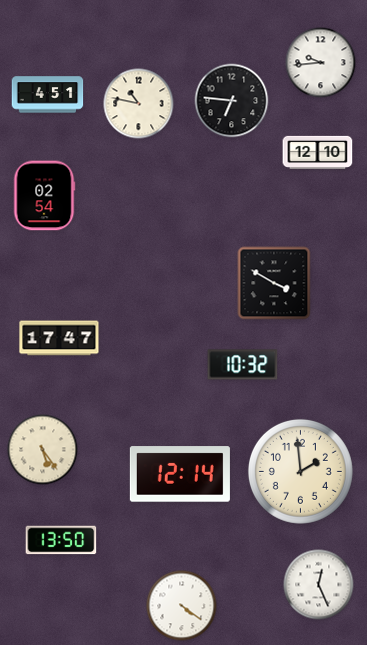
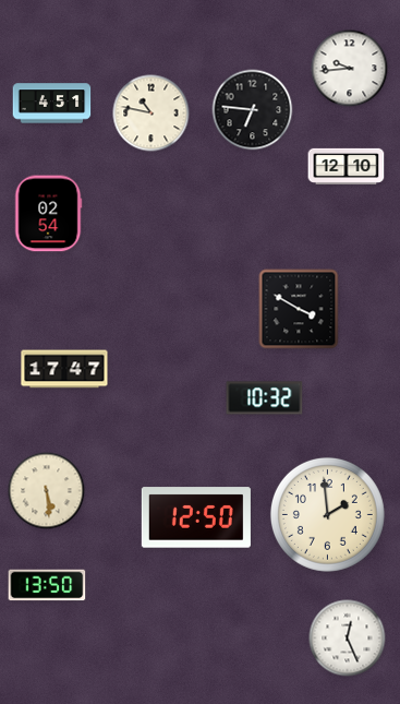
clock at (43, 450): 5:24 -> 5:29
clock at (180, 474): 12:14 -> 12:50
clock at (61, 540) position: (61, 540) -> (47, 585)
clock at (182, 606): 4:21 -> none
